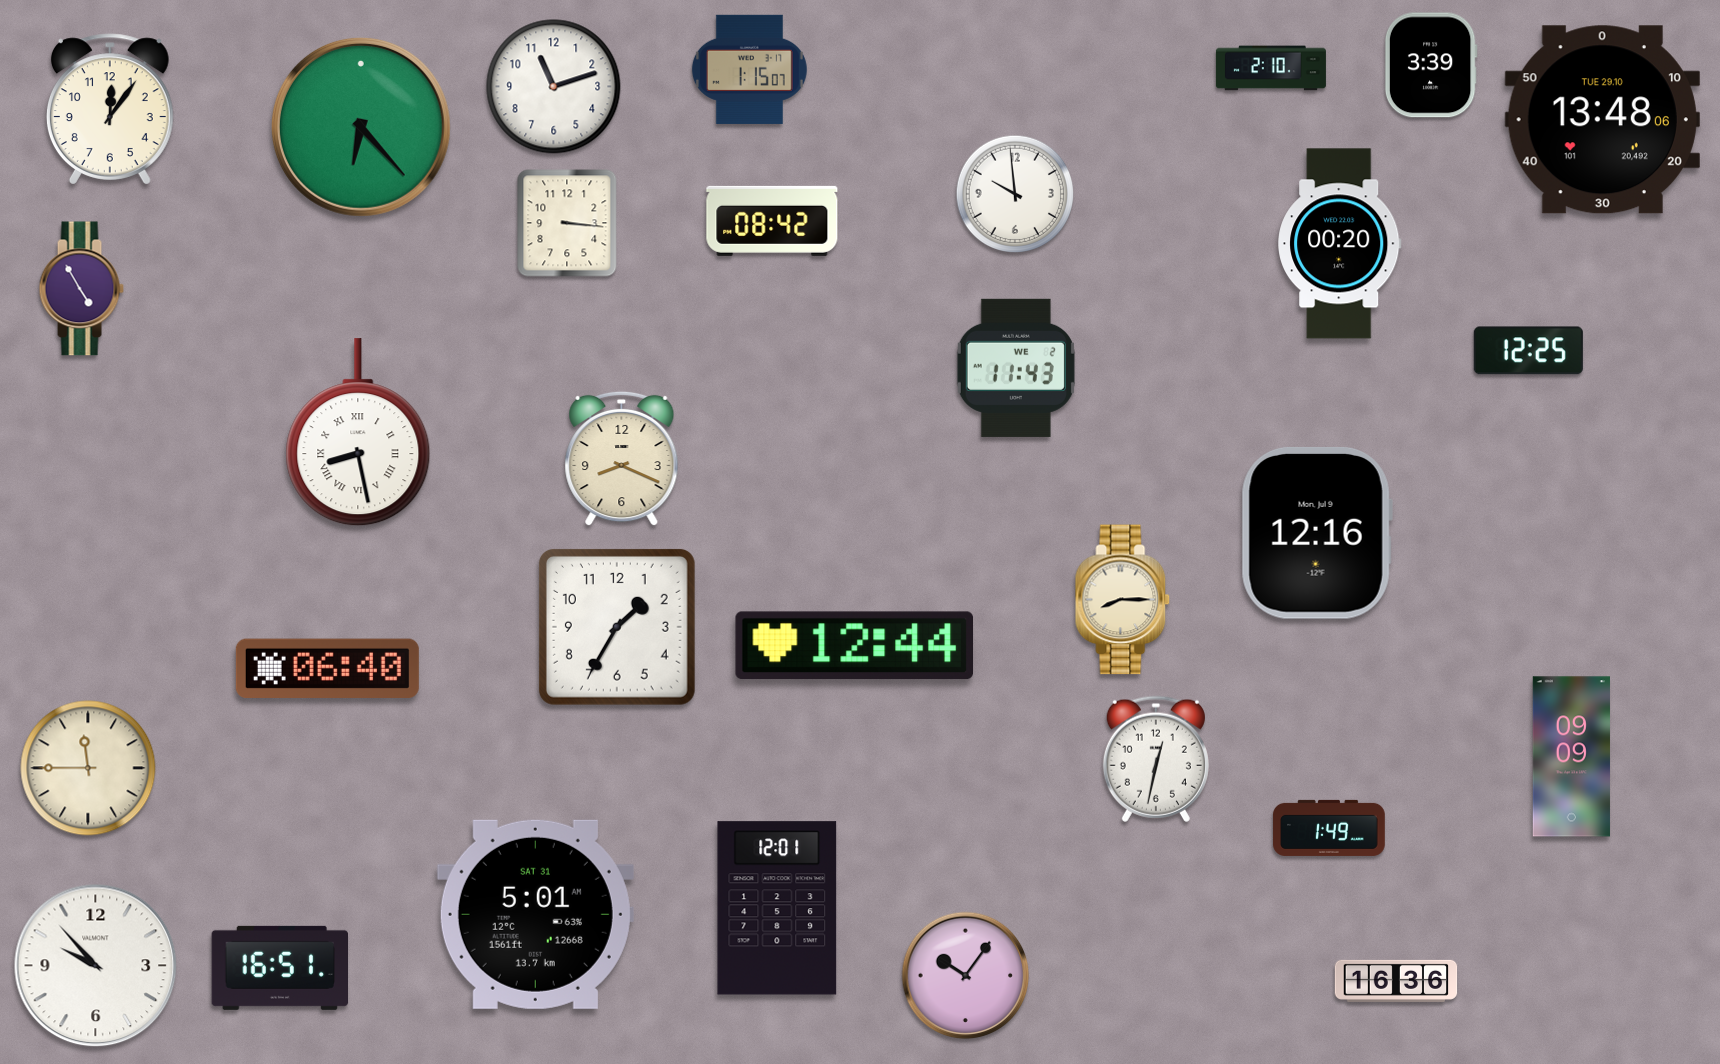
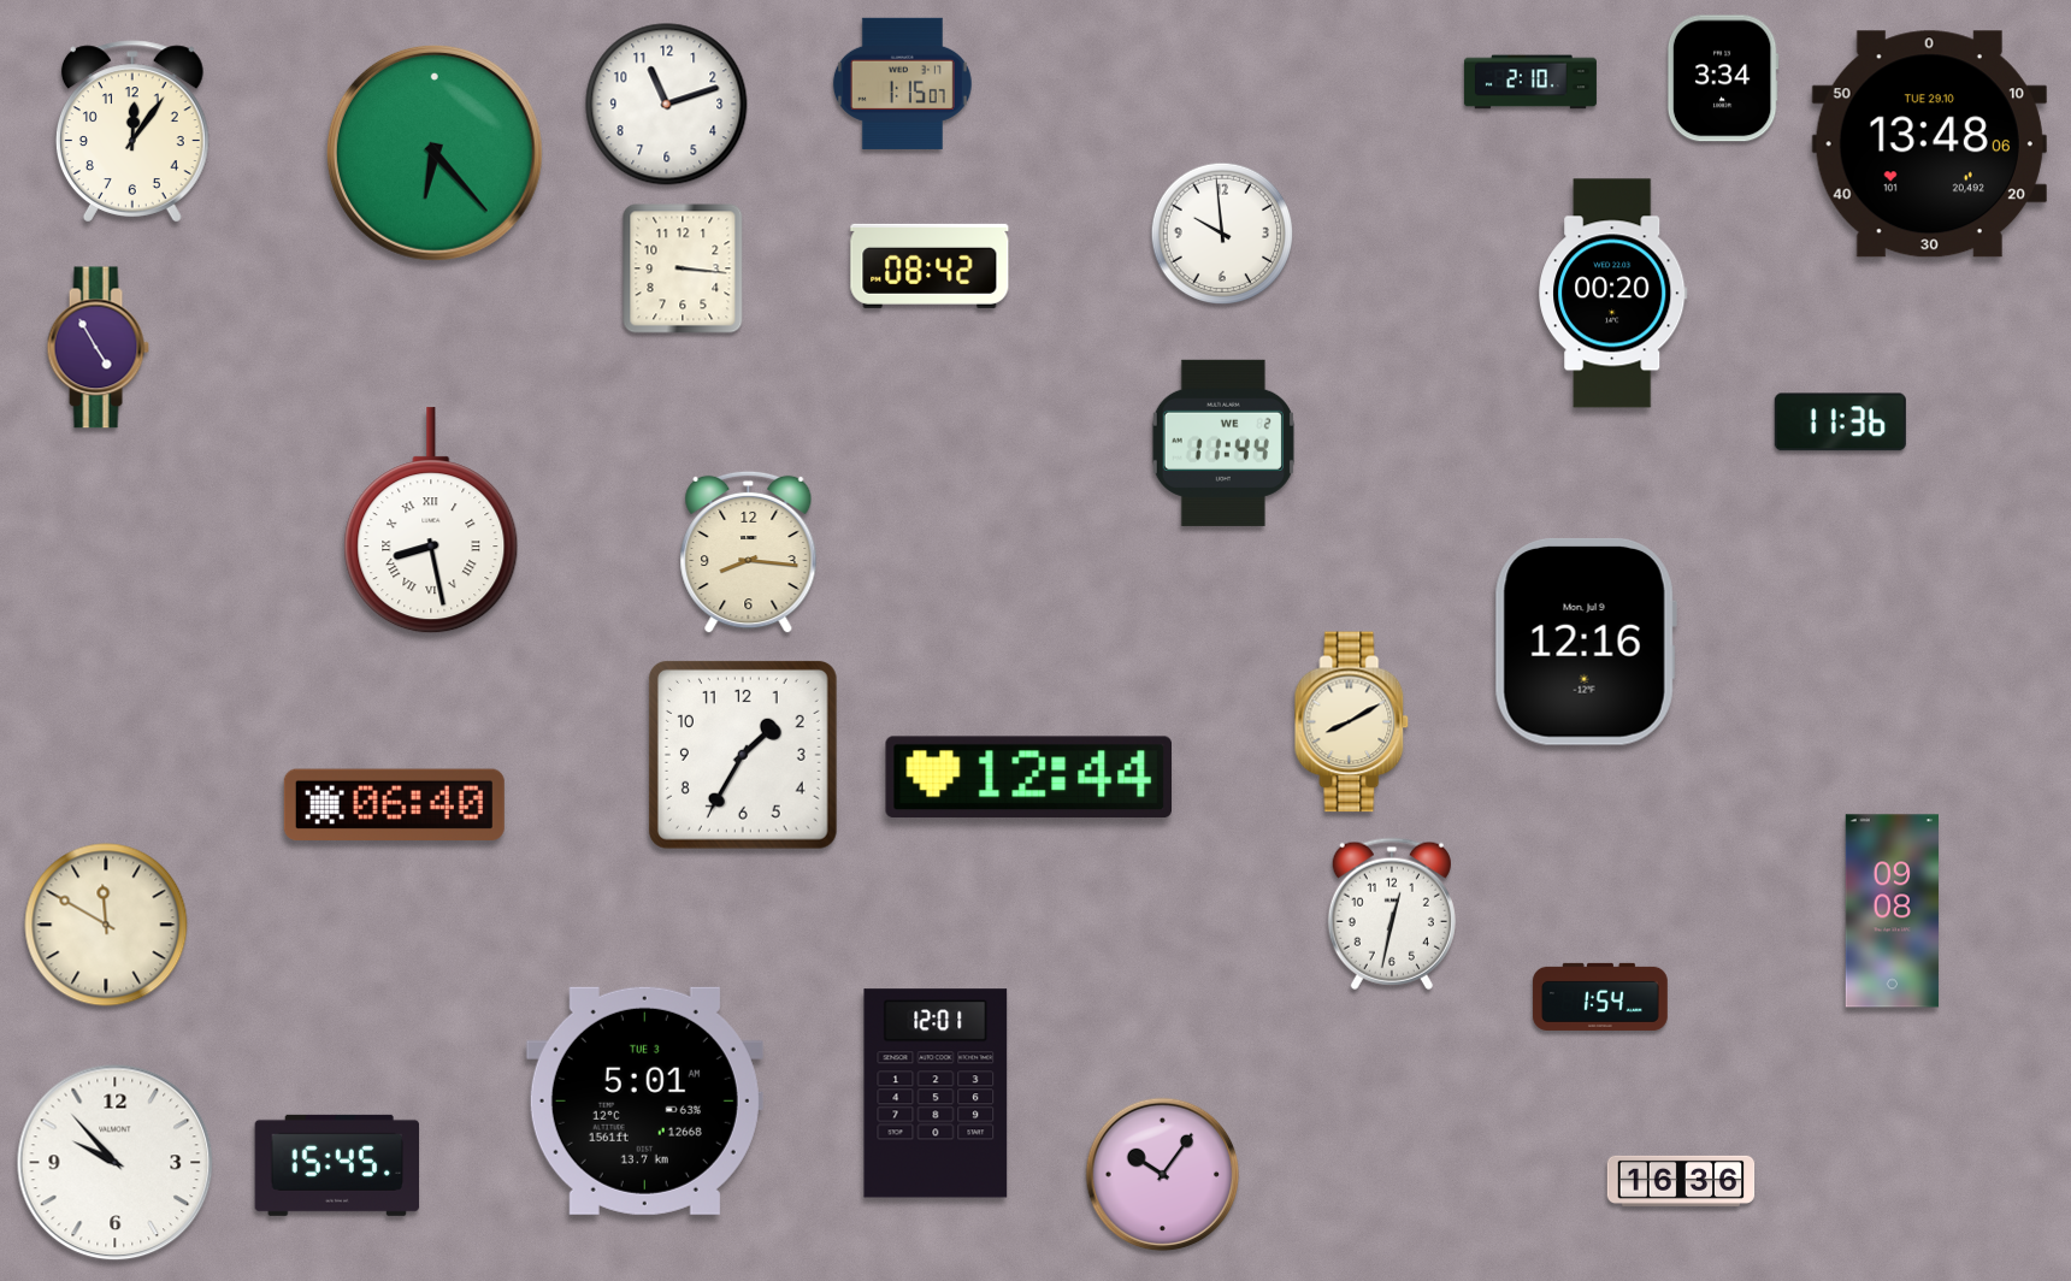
clock at (1431, 65): 3:39 -> 3:34
clock at (1528, 351): 12:25 -> 11:36
clock at (1016, 368): 11:43 -> 11:44
clock at (622, 459): 8:19 -> 8:16
clock at (1123, 600): 8:15 -> 8:10
clock at (1571, 757): 09:09 -> 09:08
clock at (88, 768): 11:45 -> 11:50
clock at (1329, 828): 1:49 -> 1:54
clock at (535, 914) date: SAT 31 -> TUE 3
clock at (279, 968): 16:51 -> 15:45
